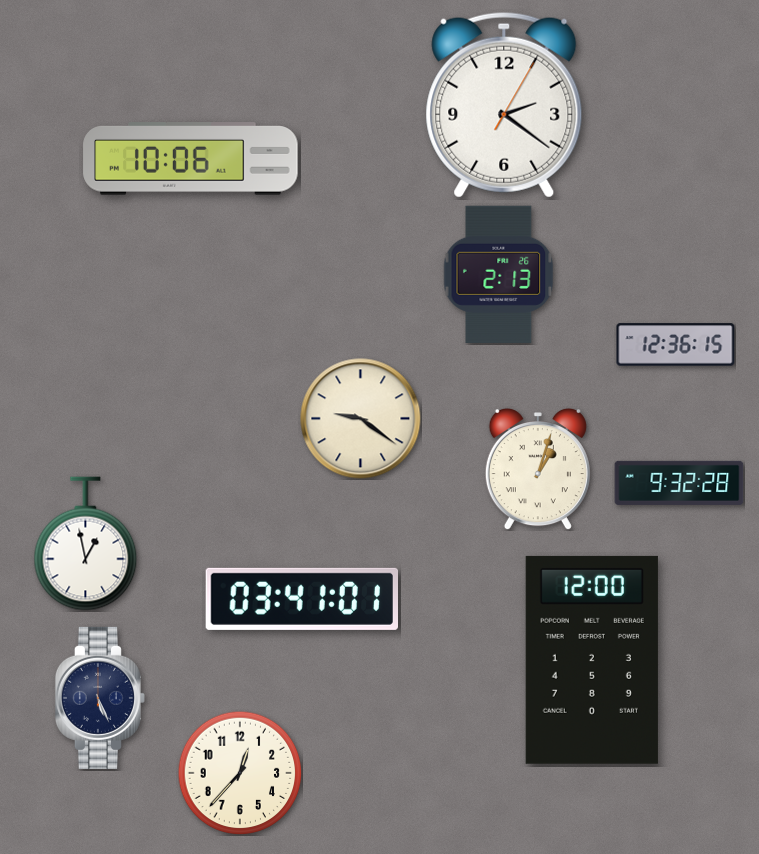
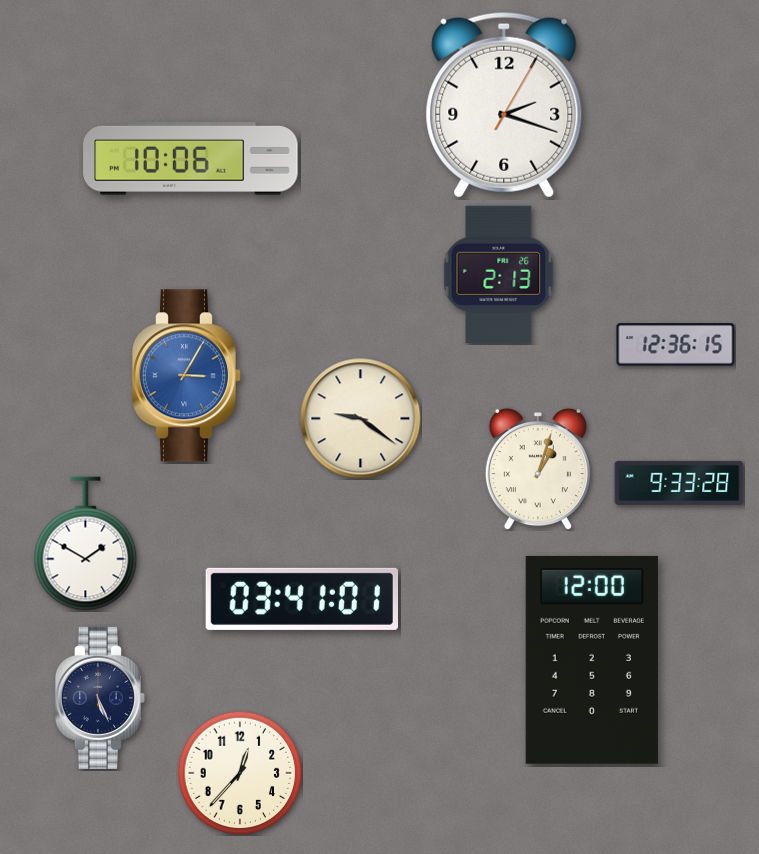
clock at (504, 105): 2:21 -> 2:18
clock at (186, 376): none -> 3:05
clock at (679, 483): 9:32 -> 9:33
clock at (86, 544): 12:58 -> 1:50
